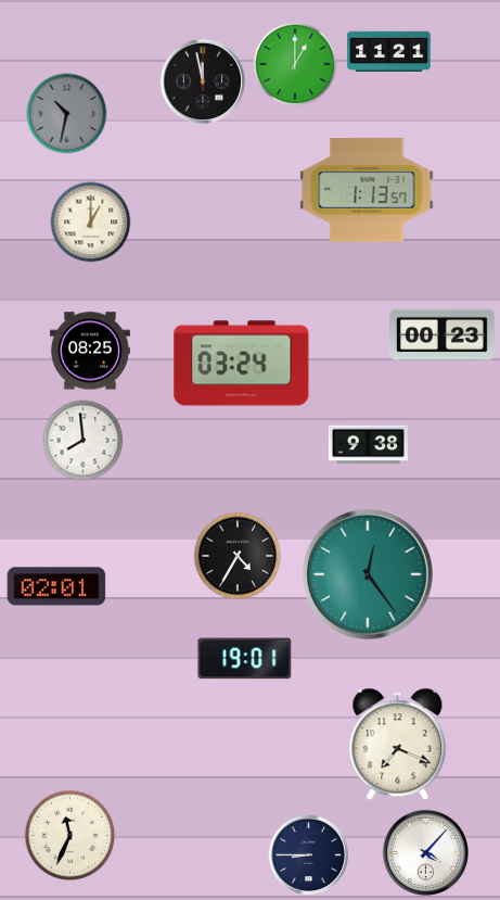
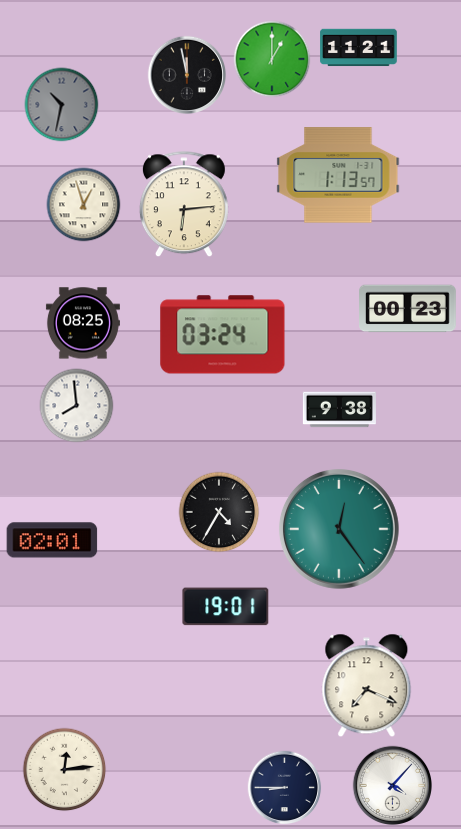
clock at (91, 223): 1:00 -> 12:57
clock at (184, 205): none -> 6:14
clock at (70, 836): 11:34 -> 12:14
